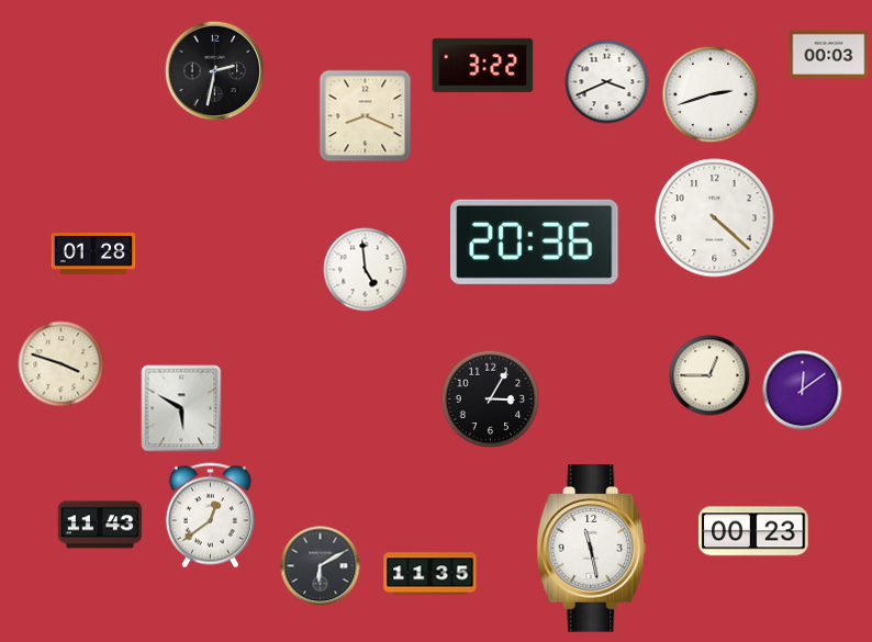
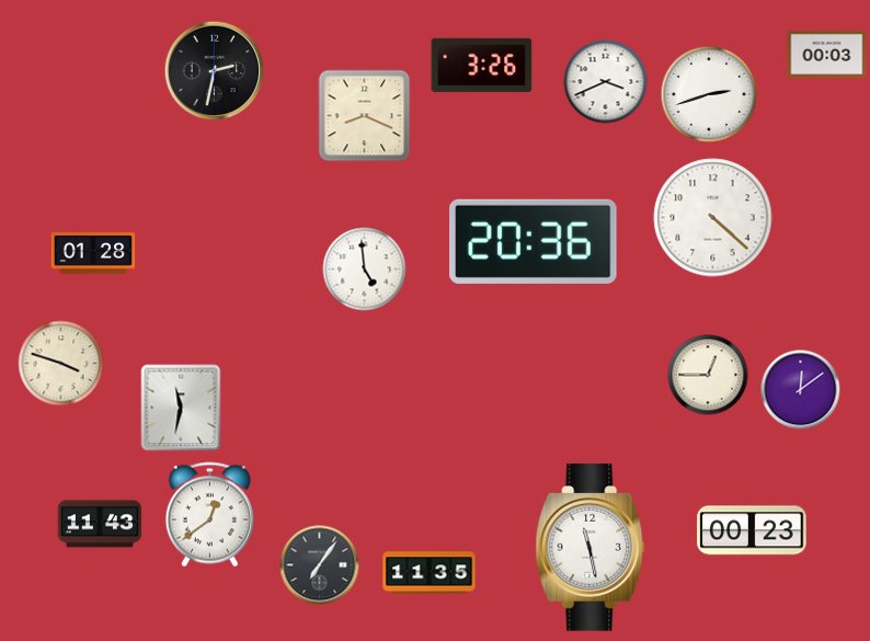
clock at (483, 65): 3:22 -> 3:26
clock at (491, 399): 3:05 -> none
clock at (181, 408): 5:50 -> 11:32
clock at (321, 566): 6:10 -> 7:06
